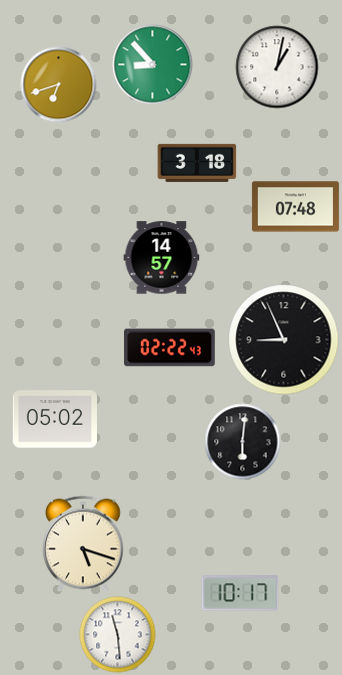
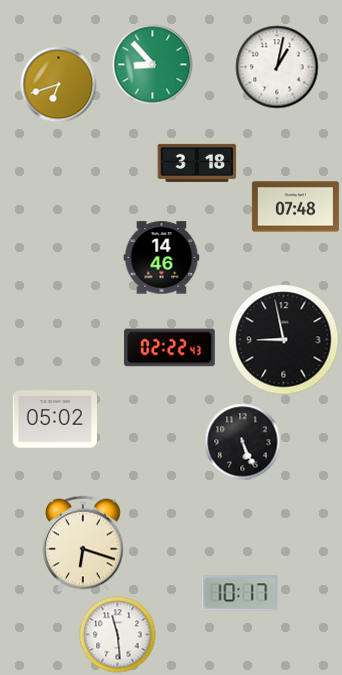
clock at (162, 258): 14:57 -> 14:46
clock at (284, 340): 8:56 -> 8:58
clock at (243, 442): 6:01 -> 5:26
clock at (84, 544): 5:18 -> 6:18
